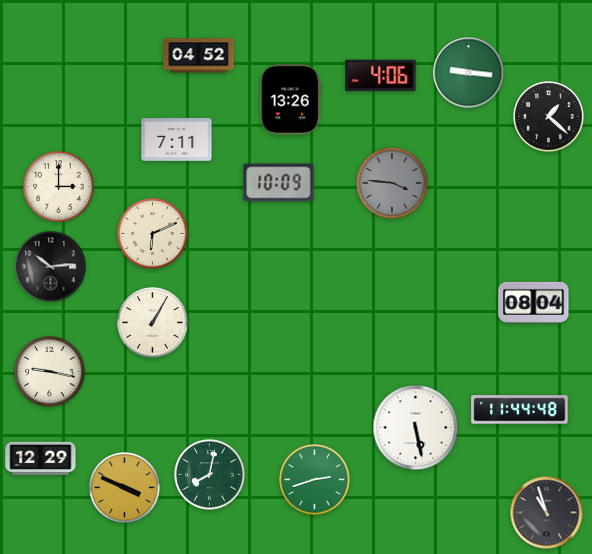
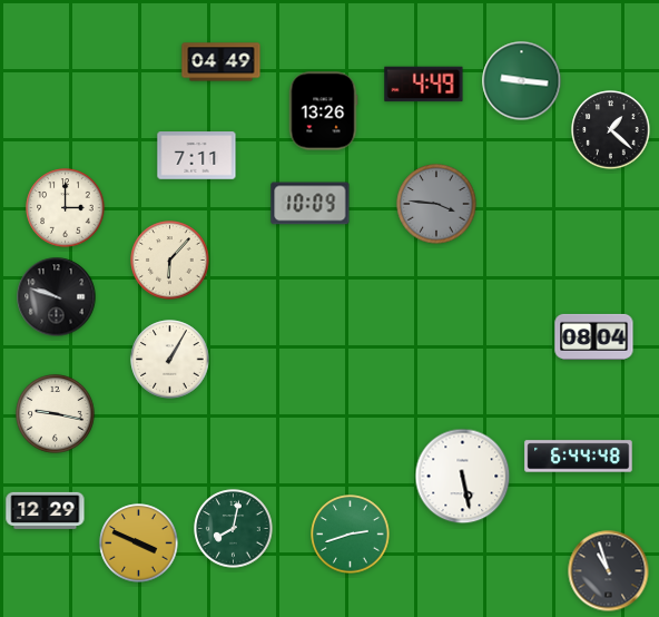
clock at (199, 56): 04:52 -> 04:49
clock at (381, 76): 4:06 -> 4:49
clock at (153, 234): 6:11 -> 6:07
clock at (51, 267): 10:14 -> 9:48
clock at (520, 410): 11:44 -> 6:44
